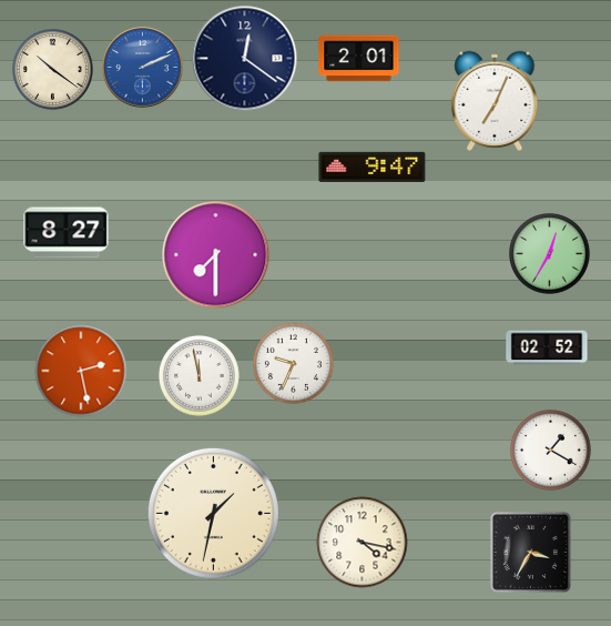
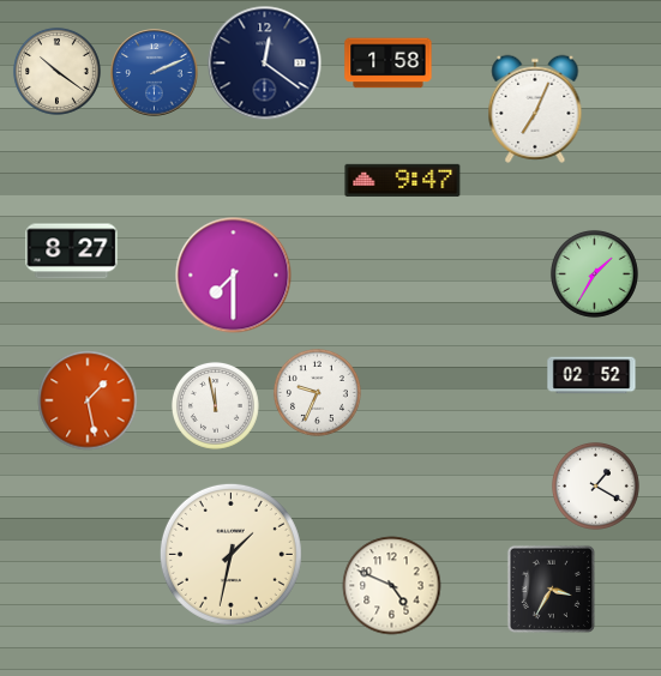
clock at (359, 59): 2:01 -> 1:58
clock at (52, 69) position: (52, 69) -> (56, 71)
clock at (549, 253): 12:35 -> 1:35
clock at (81, 371): 2:28 -> 1:28
clock at (363, 543): 4:17 -> 4:49
clock at (530, 552) position: (530, 552) -> (551, 589)
